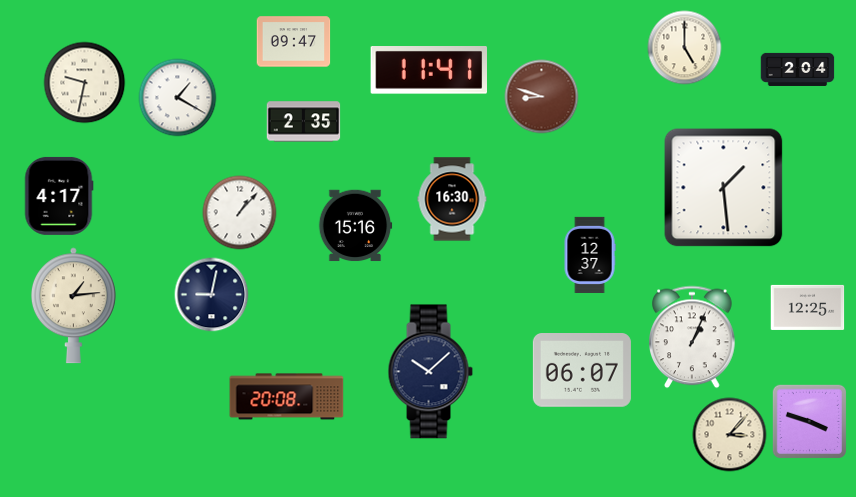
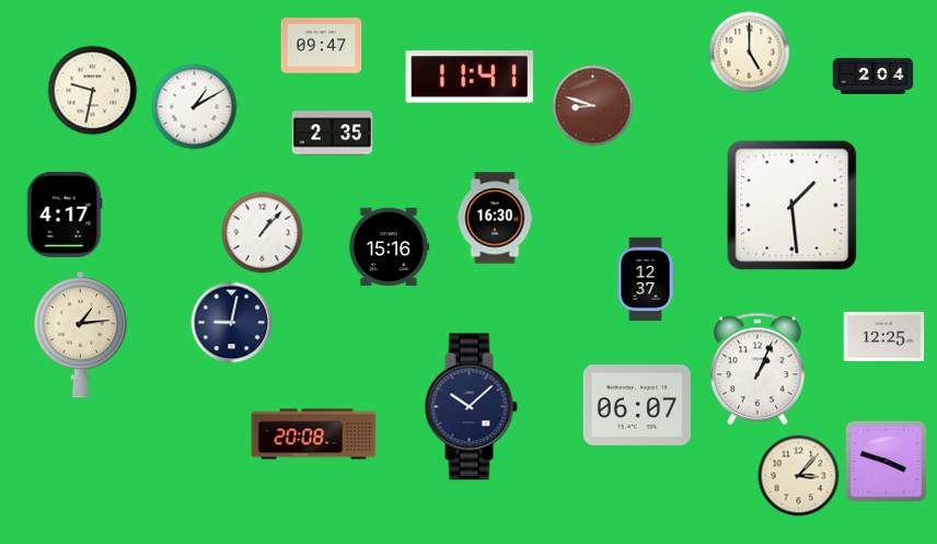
clock at (178, 98): 1:20 -> 1:10
